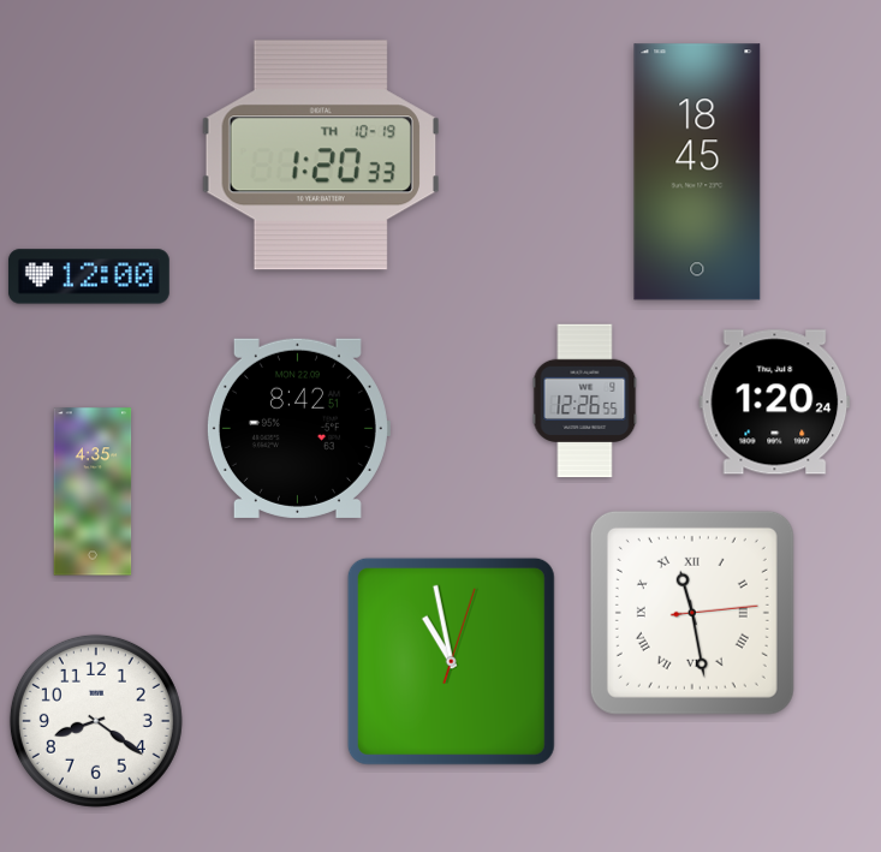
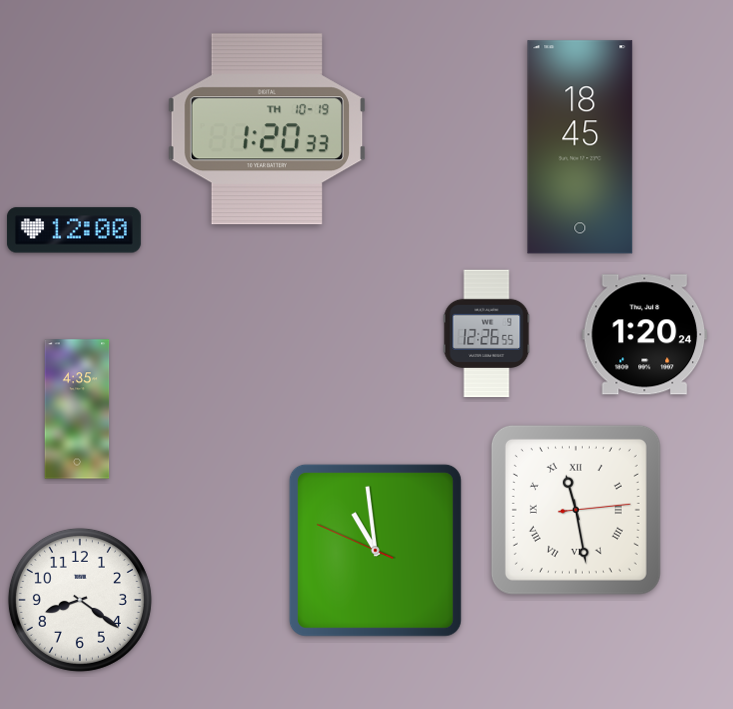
clock at (697, 172) position: (697, 172) -> (580, 147)
clock at (298, 428): 8:42 -> none
clock at (451, 661): 10:58:03 -> 10:58:49
